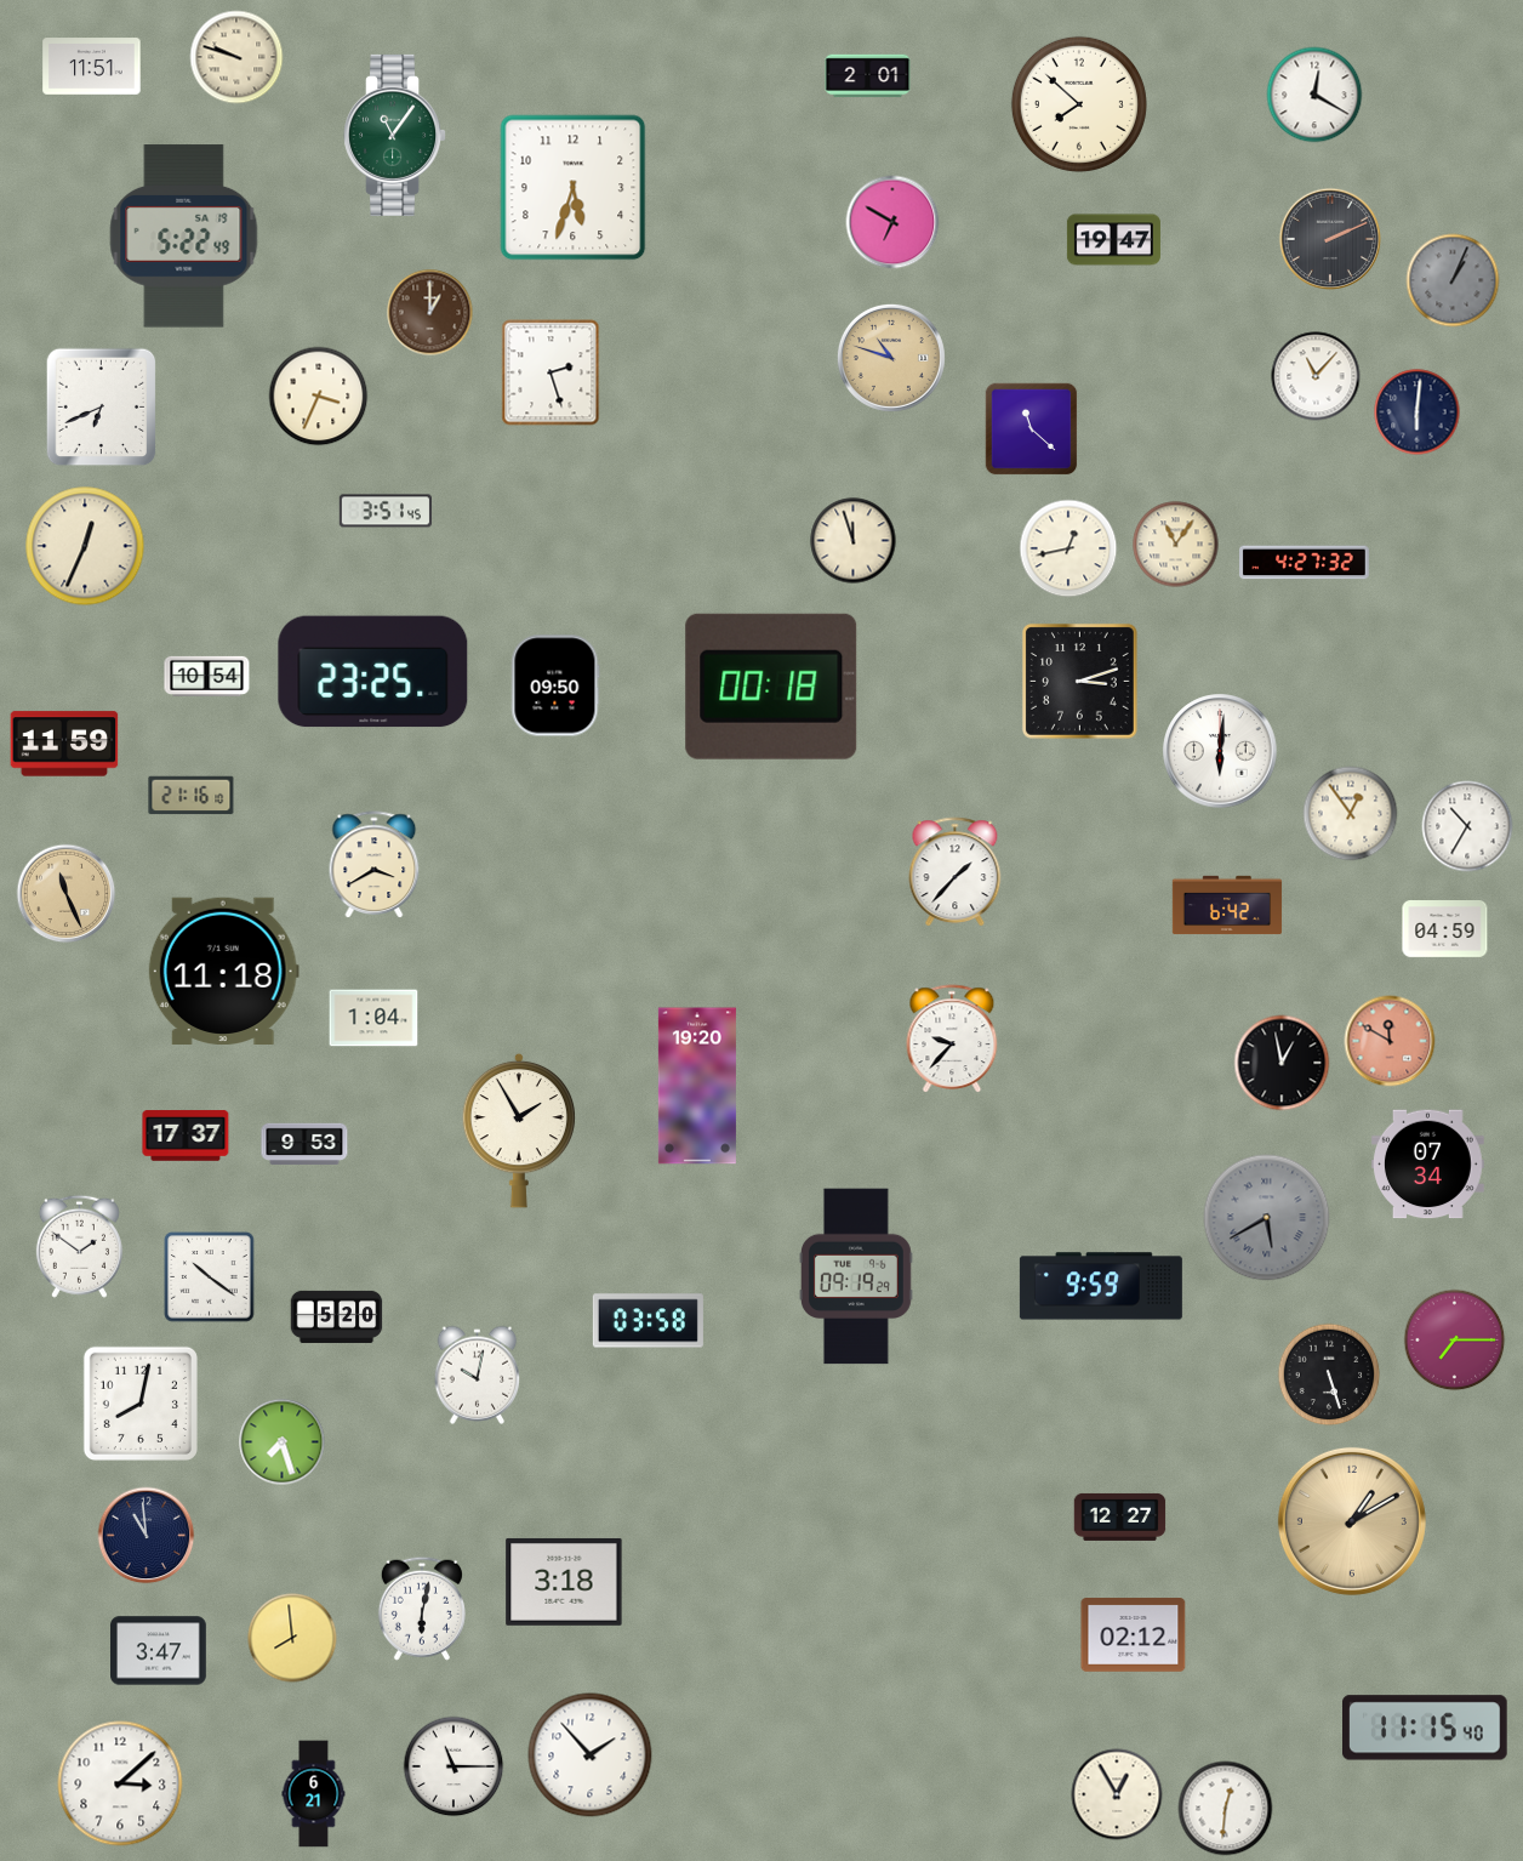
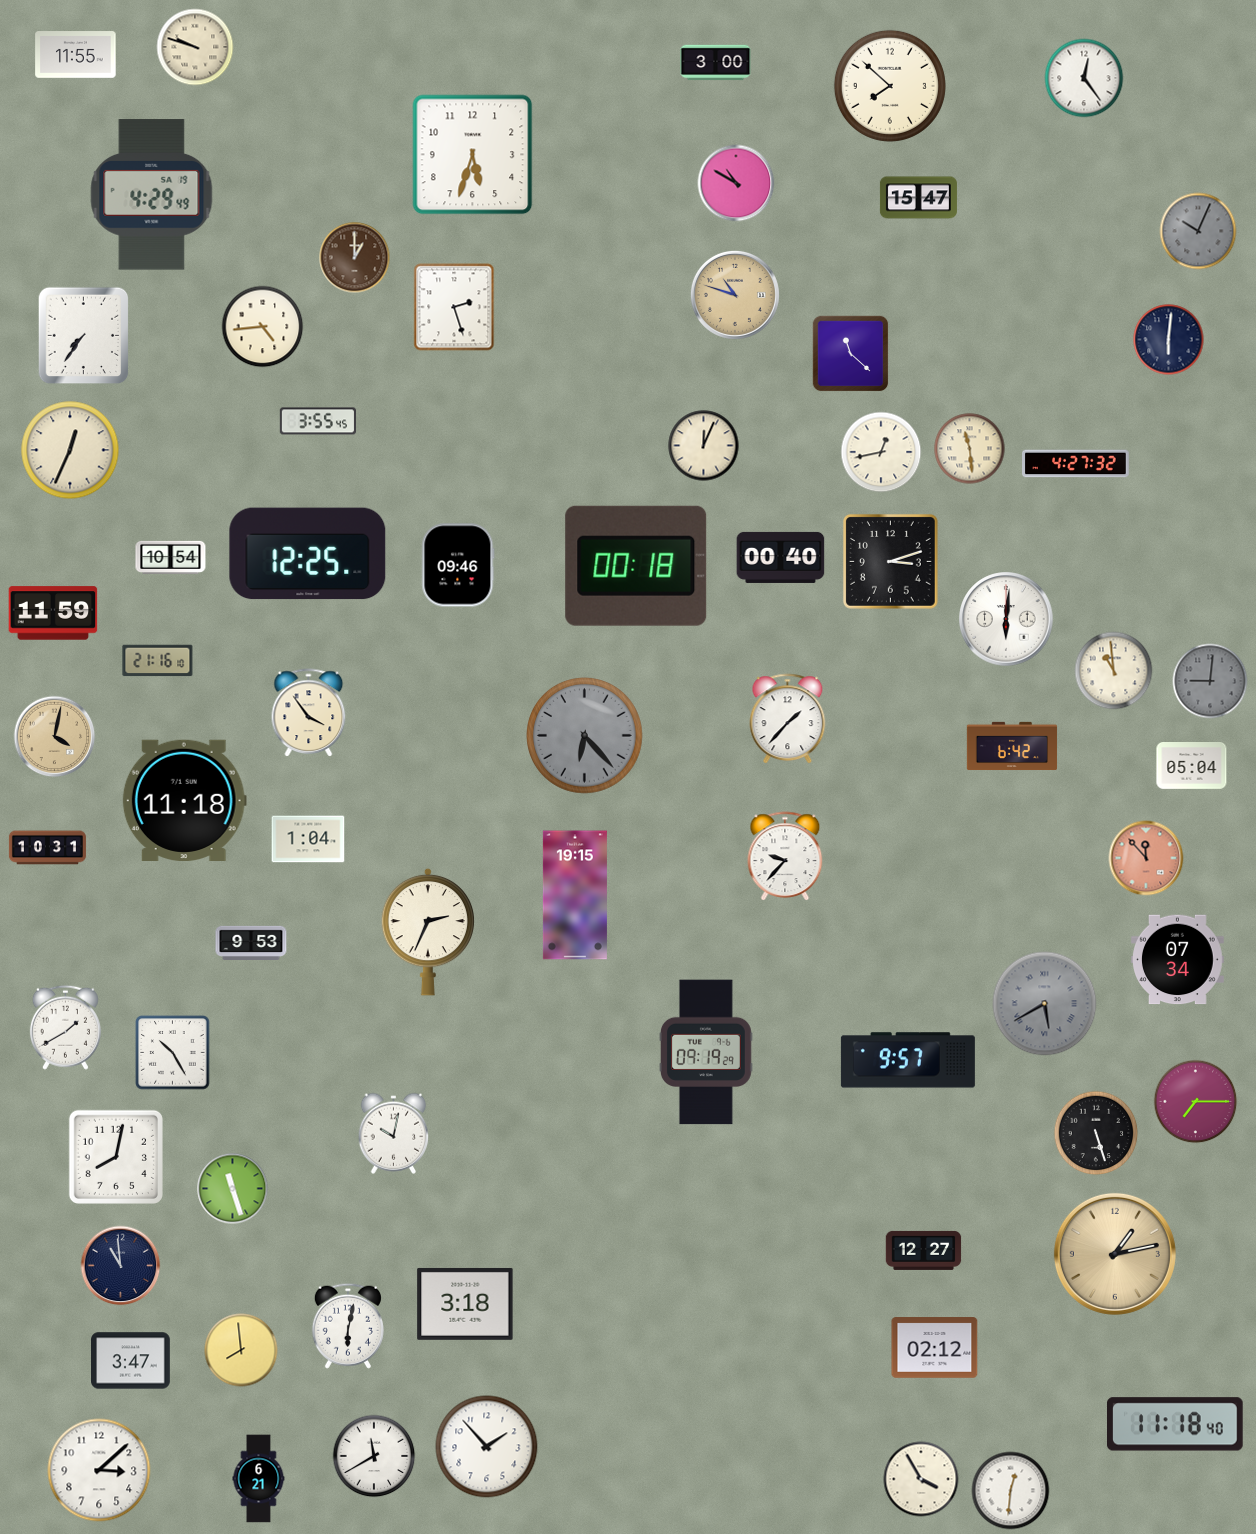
clock at (92, 67): 11:51 -> 11:55
clock at (868, 76): 2:01 -> 3:00
clock at (1314, 95): 12:20 -> 12:24
clock at (395, 135): 11:06 -> none
clock at (892, 222): 6:50 -> 10:50
clock at (184, 237): 5:22 -> 4:29
clock at (1330, 239): 2:11 -> none
clock at (1113, 240): 19:47 -> 15:47
clock at (1453, 280): 1:04 -> 10:04
clock at (1316, 376): 11:07 -> none
clock at (319, 397): 3:34 -> 4:44
clock at (102, 408): 6:41 -> 7:36
clock at (384, 511): 3:51 -> 3:55
clock at (854, 541): 11:57 -> 12:04
clock at (1176, 545): 11:06 -> 11:29
clock at (373, 672): 23:25 -> 12:25
clock at (781, 557): none -> 00:40
clock at (555, 685): 09:50 -> 09:46
clock at (192, 796) position: (192, 796) -> (158, 661)
clock at (1351, 814): 12:54 -> 10:59
clock at (1467, 826): 10:35 -> 9:01
clock at (1467, 826) dial: white -> grey
clock at (375, 864): 3:40 -> 3:54
clock at (585, 736): none -> 6:23
clock at (67, 894): 11:26 -> 4:02
clock at (1445, 929): 04:59 -> 05:04
clock at (47, 848): none -> 10:31
clock at (1390, 1041): 11:50 -> 11:53
clock at (1282, 1063): 12:58 -> none
clock at (697, 1086): 19:20 -> 19:15
clock at (519, 1131): 1:55 -> 2:34
clock at (186, 1136): 17:37 -> none
clock at (79, 1246): 1:51 -> 1:40
clock at (210, 1277): 10:21 -> 10:25
clock at (1101, 1286): 9:59 -> 9:57
clock at (337, 1316): 5:20 -> none
clock at (648, 1321): 03:58 -> none
clock at (1455, 1341) position: (1455, 1341) -> (1196, 1102)
clock at (283, 1442): 7:27 -> 11:27
clock at (1352, 1521): 1:10 -> 1:13
clock at (1426, 1728): 11:15 -> 11:18
clock at (454, 1766): 11:15 -> 11:40
clock at (1117, 1794): 12:55 -> 3:55
